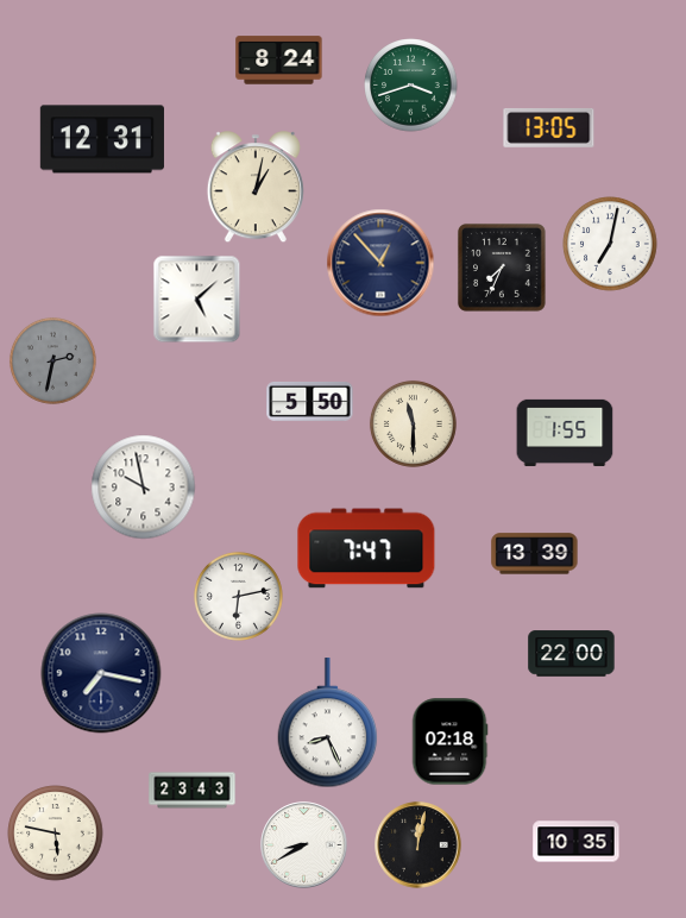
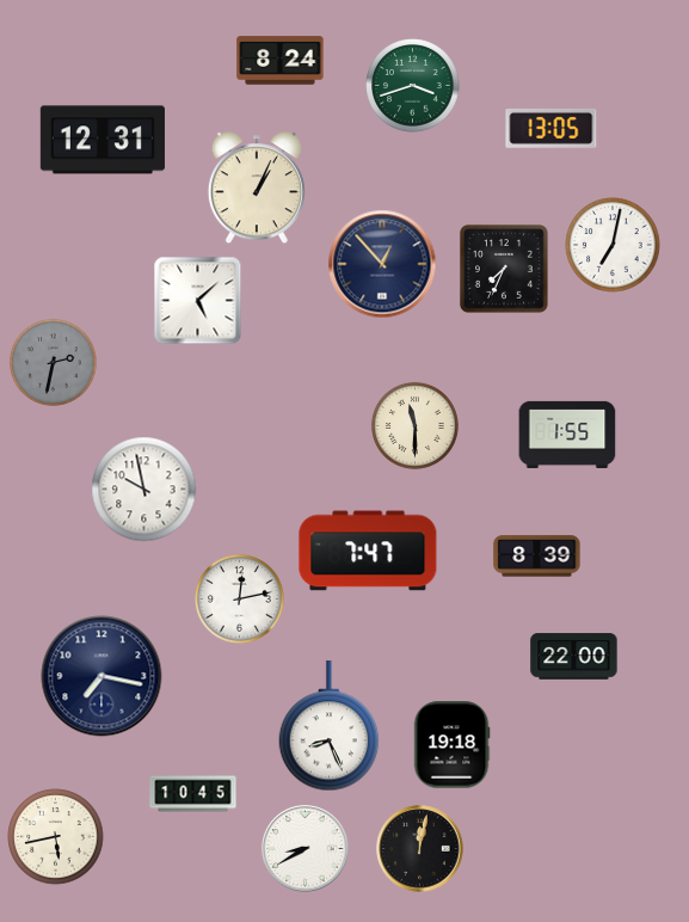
clock at (256, 188): 1:02 -> 1:04
clock at (310, 401): 5:50 -> none
clock at (535, 554): 13:39 -> 8:39
clock at (239, 596): 6:13 -> 12:13
clock at (449, 742): 02:18 -> 19:18
clock at (193, 791): 23:43 -> 10:45
clock at (56, 834): 5:47 -> 5:43
clock at (577, 842): 10:35 -> none
